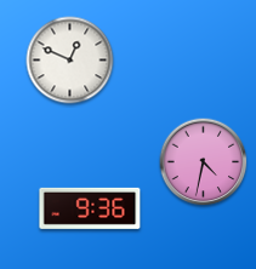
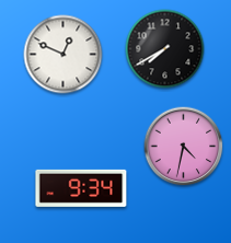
clock at (165, 49): none -> 7:40
clock at (90, 208): 9:36 -> 9:34
